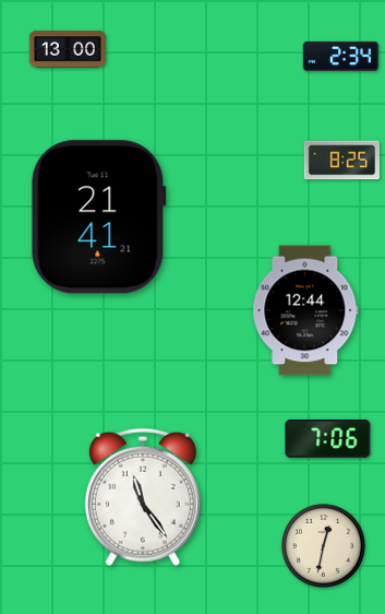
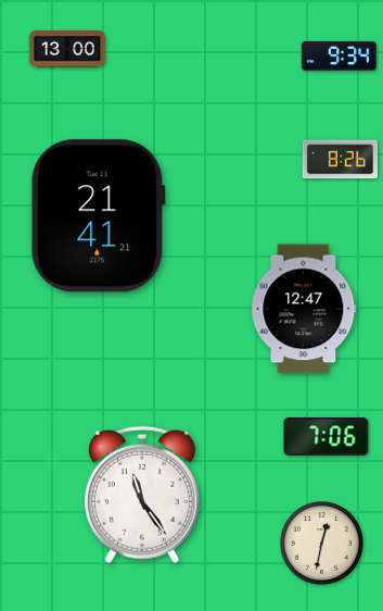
clock at (341, 56): 2:34 -> 9:34
clock at (342, 161): 8:25 -> 8:26
clock at (305, 310): 12:44 -> 12:47
